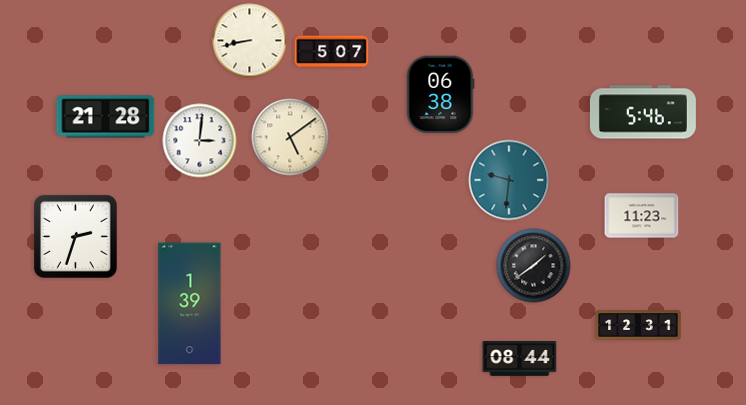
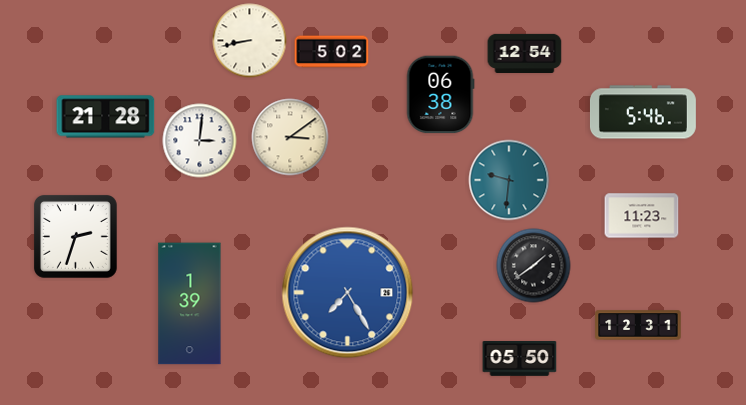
clock at (332, 52): 5:07 -> 5:02
clock at (525, 53): none -> 12:54
clock at (290, 137): 5:09 -> 3:09
clock at (348, 293): none -> 7:25
clock at (520, 359): 08:44 -> 05:50
